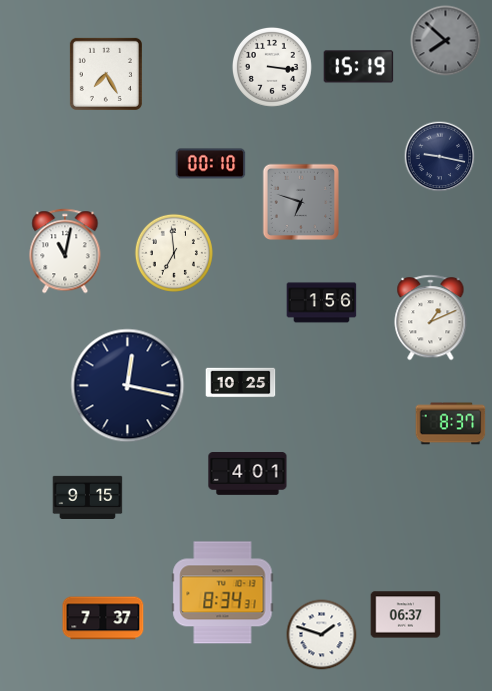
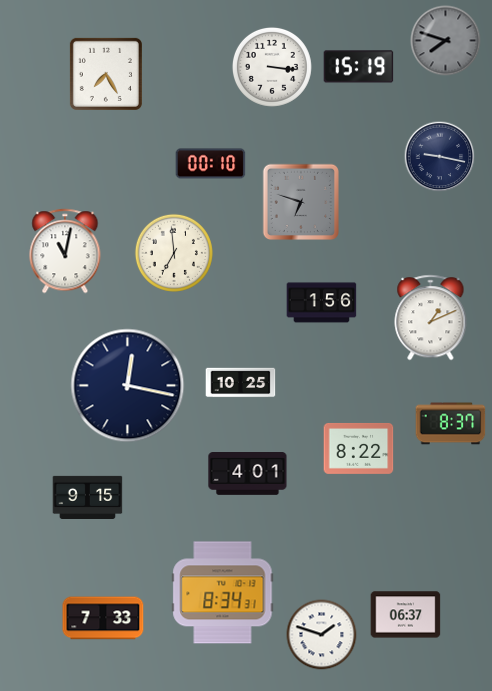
clock at (446, 41): 7:52 -> 7:48
clock at (359, 448): none -> 8:22
clock at (103, 618): 7:37 -> 7:33
